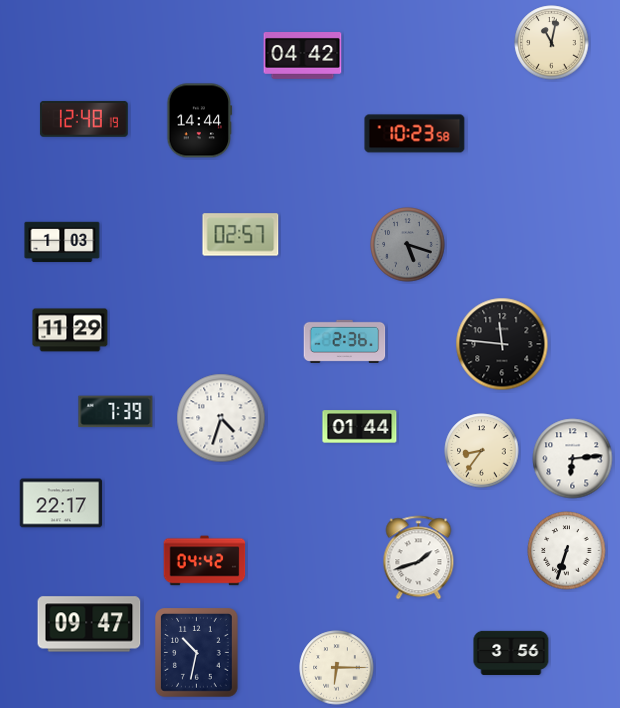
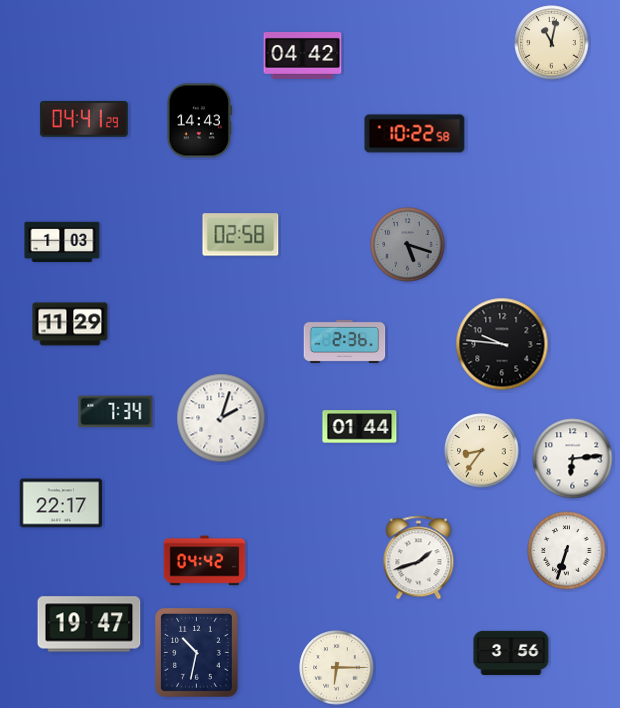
clock at (84, 119): 12:48 -> 04:41
clock at (200, 121): 14:44 -> 14:43
clock at (415, 134): 10:23 -> 10:22
clock at (241, 235): 02:57 -> 02:58
clock at (70, 330) position: (70, 330) -> (70, 324)
clock at (502, 344): 11:46 -> 9:46
clock at (116, 412): 7:39 -> 7:34
clock at (221, 418): 4:33 -> 2:03
clock at (89, 624): 09:47 -> 19:47
